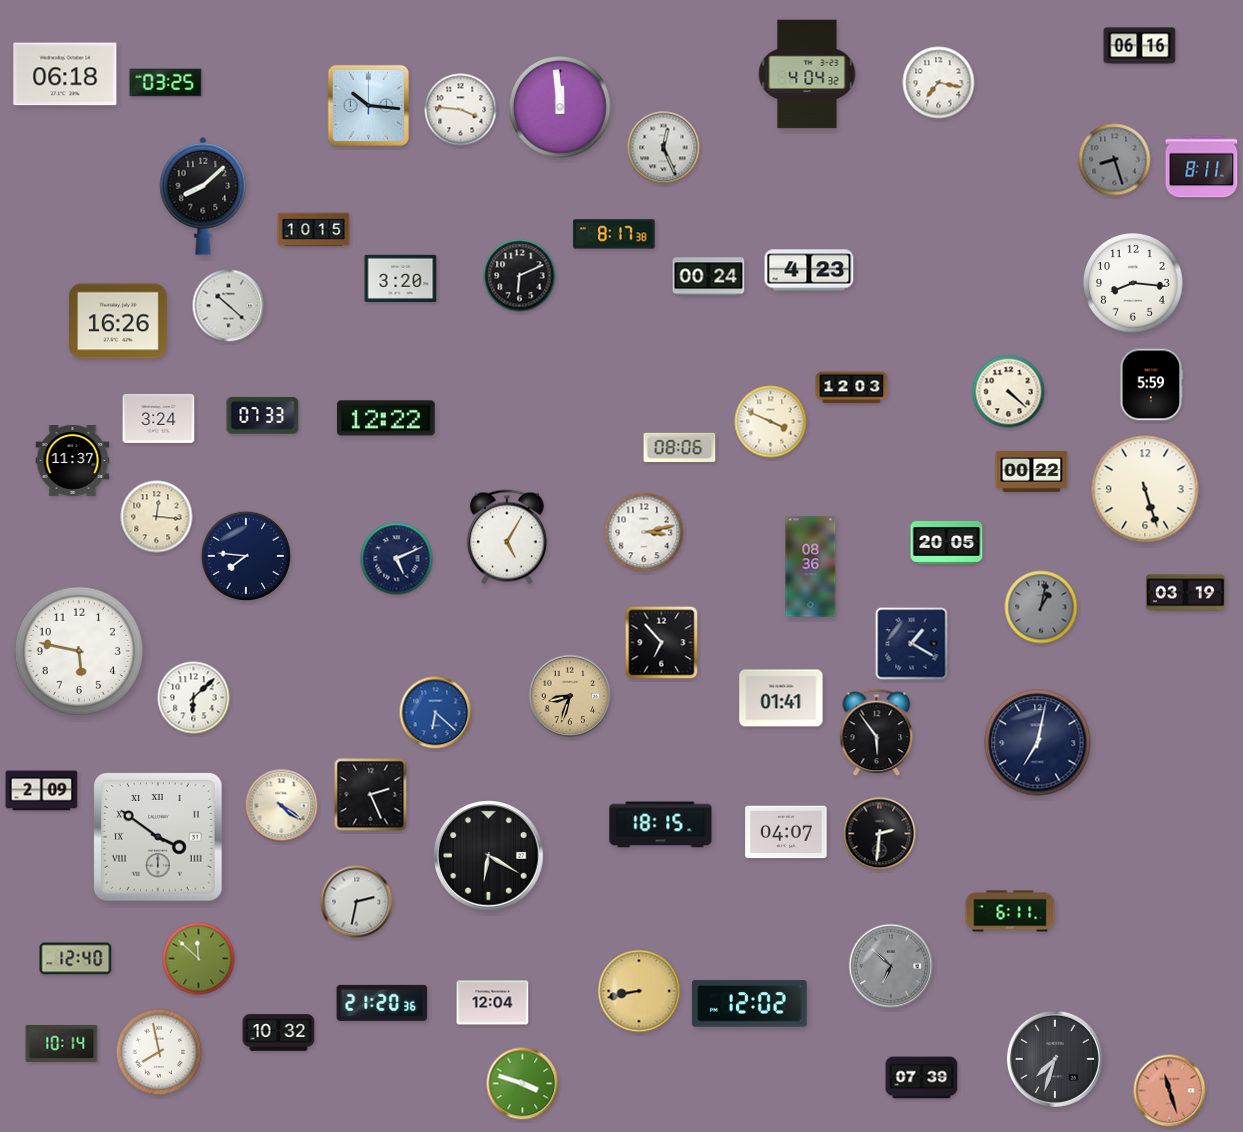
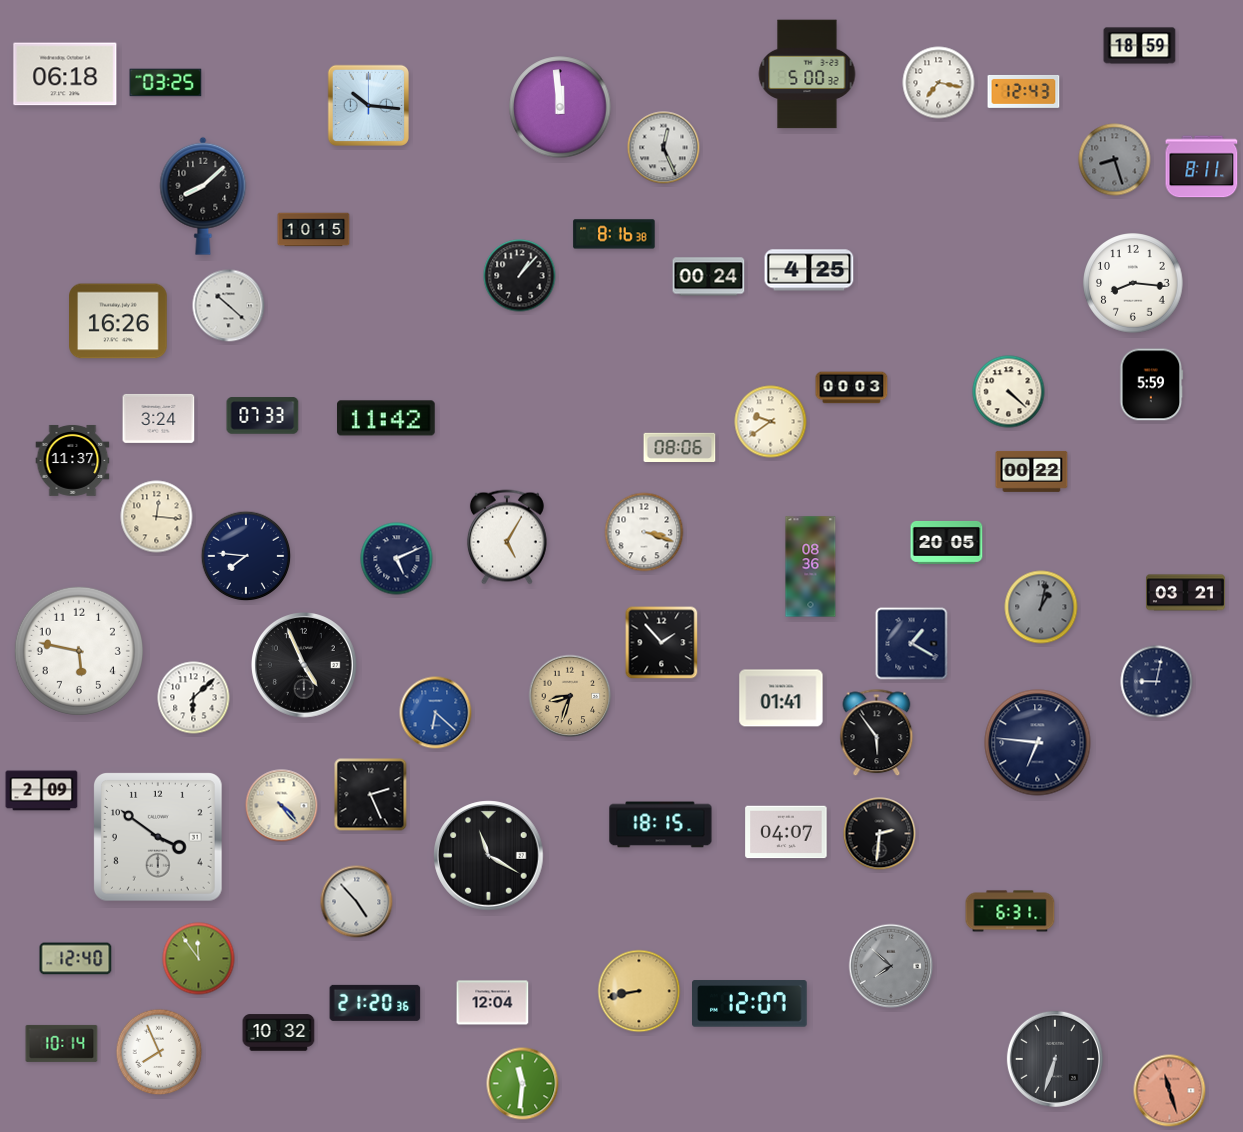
clock at (1140, 46): 06:16 -> 18:59
clock at (807, 74): 4:04 -> 5:00
clock at (1024, 91): none -> 12:43
clock at (461, 110): 3:46 -> none
clock at (614, 234): 8:17 -> 8:16
clock at (809, 270): 4:23 -> 4:25
clock at (520, 276): 6:11 -> 1:07
clock at (401, 278): 3:20 -> none
clock at (852, 388): 12:03 -> 00:03
clock at (387, 418): 12:22 -> 11:42
clock at (771, 422): 3:49 -> 9:39
clock at (1145, 489): 5:27 -> none
clock at (644, 532): 3:13 -> 3:18
clock at (1186, 593): 03:19 -> 03:21
clock at (662, 643): 6:53 -> 1:53
clock at (305, 666): none -> 4:56
clock at (1157, 682): none -> 9:02
clock at (1038, 743): 7:02 -> 6:46
clock at (282, 806): 4:21 -> 4:23
clock at (158, 837) numerals: Roman -> Arabic
clock at (489, 856): 6:20 -> 11:20
clock at (357, 902): 2:32 -> 4:53
clock at (1010, 911): 6:11 -> 6:31
clock at (199, 959): 11:52 -> 11:54
clock at (891, 966): 6:52 -> 7:52
clock at (382, 1003) position: (382, 1003) -> (375, 1003)
clock at (750, 1004): 12:02 -> 12:07
clock at (159, 1052): 7:58 -> 7:56
clock at (1055, 1059): 7:33 -> 6:33
clock at (922, 1078): 07:39 -> none
clock at (523, 1084): 3:48 -> 11:31
